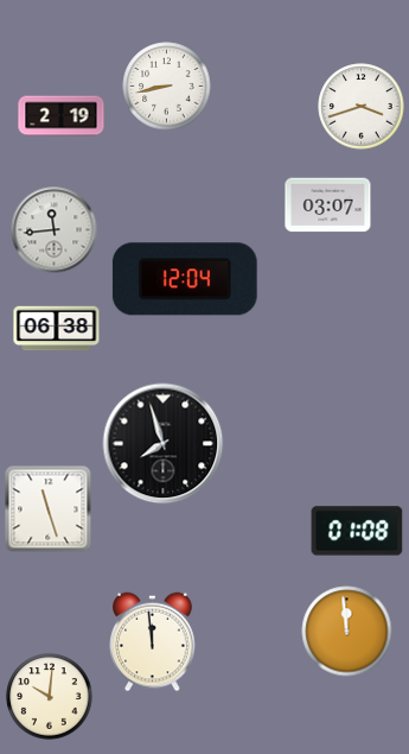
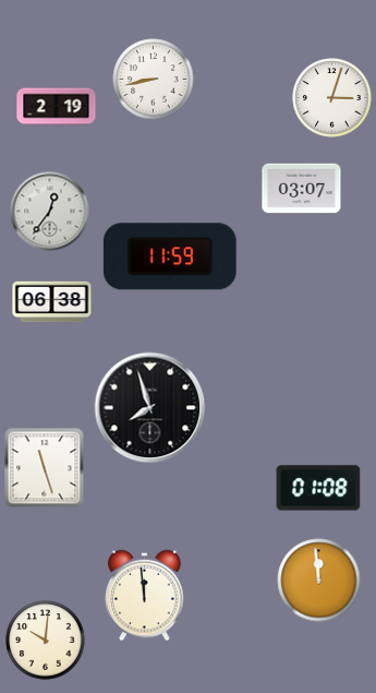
clock at (362, 107): 3:42 -> 3:03
clock at (55, 230): 11:44 -> 12:36
clock at (185, 279): 12:04 -> 11:59
clock at (357, 531) position: (357, 531) -> (318, 488)
clock at (153, 642) position: (153, 642) -> (145, 596)
